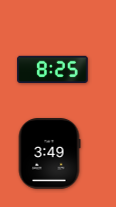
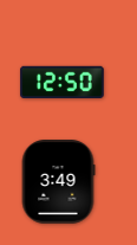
clock at (53, 70): 8:25 -> 12:50
